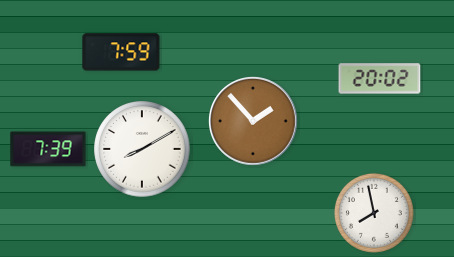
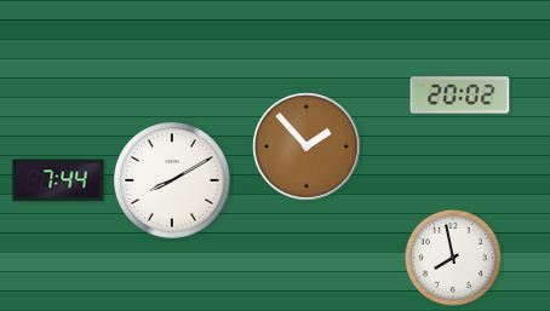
clock at (121, 52): 7:59 -> none
clock at (48, 149): 7:39 -> 7:44
